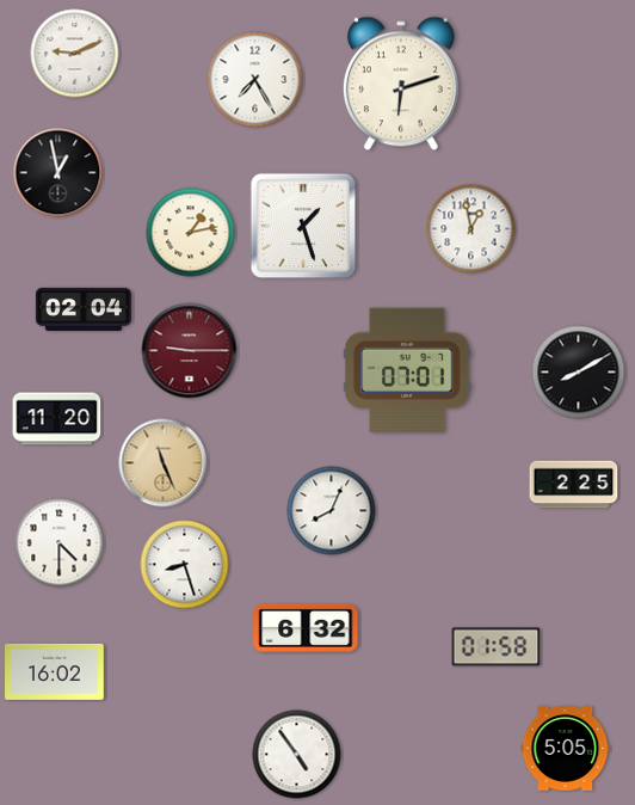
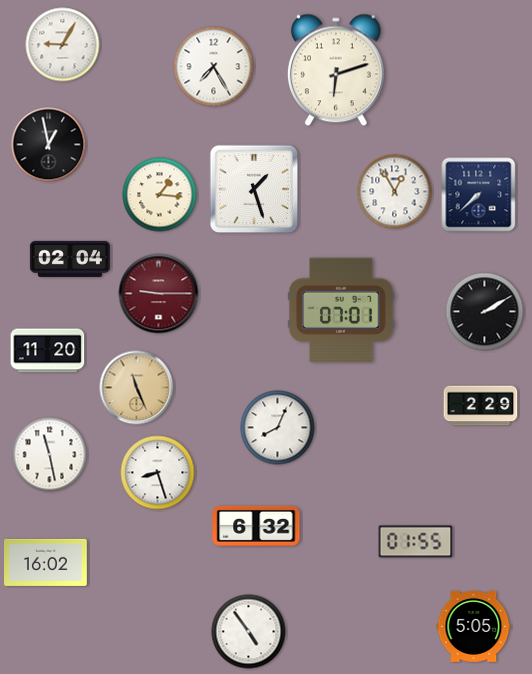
clock at (75, 54): 9:11 -> 9:05
clock at (471, 229): 12:58 -> 12:55
clock at (191, 233): 1:13 -> 1:16
clock at (479, 195): none -> 7:38
clock at (579, 373): 8:10 -> 2:10
clock at (574, 485): 2:25 -> 2:29
clock at (60, 543): 4:30 -> 11:28
clock at (185, 565) position: (185, 565) -> (158, 473)
clock at (497, 647): 01:58 -> 01:55
